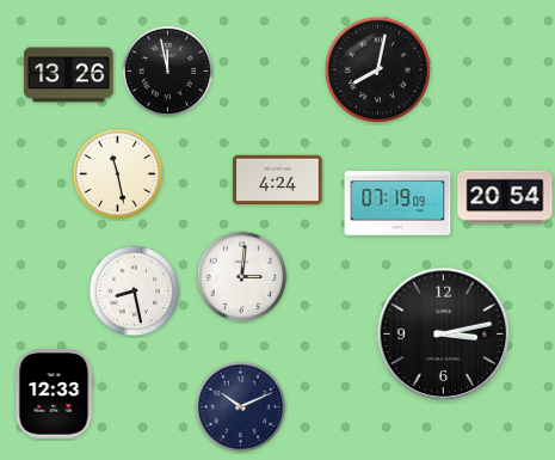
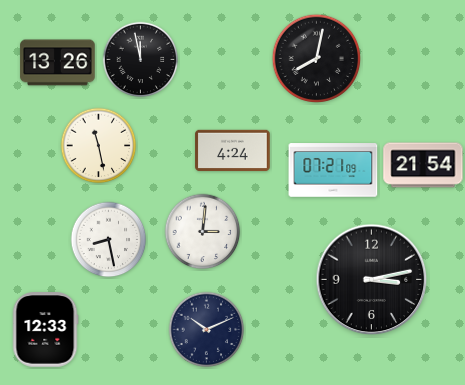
clock at (505, 197): 20:54 -> 21:54
clock at (397, 203): 07:19 -> 07:21
clock at (135, 292) position: (135, 292) -> (109, 240)
clock at (241, 407) position: (241, 407) -> (207, 330)
